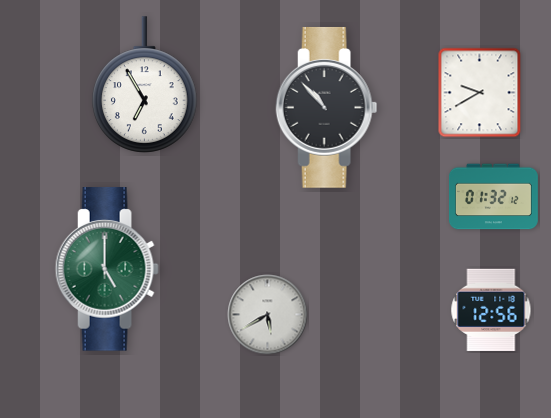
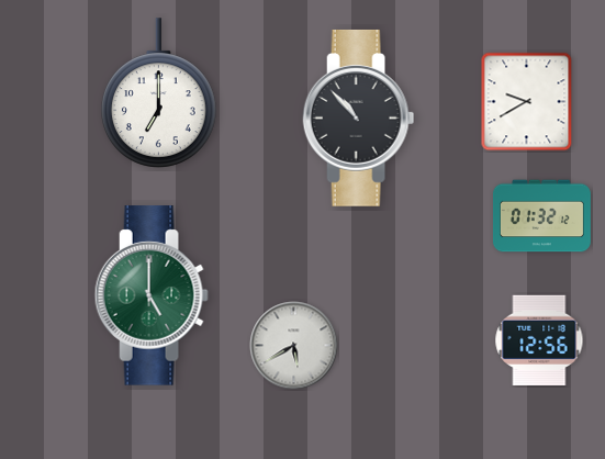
clock at (145, 85): 6:55 -> 7:00
clock at (107, 269) position: (107, 269) -> (152, 295)
